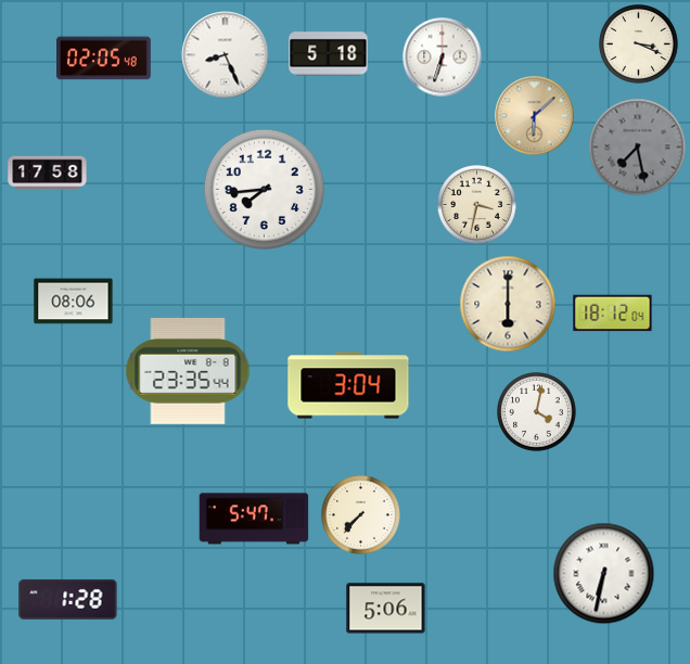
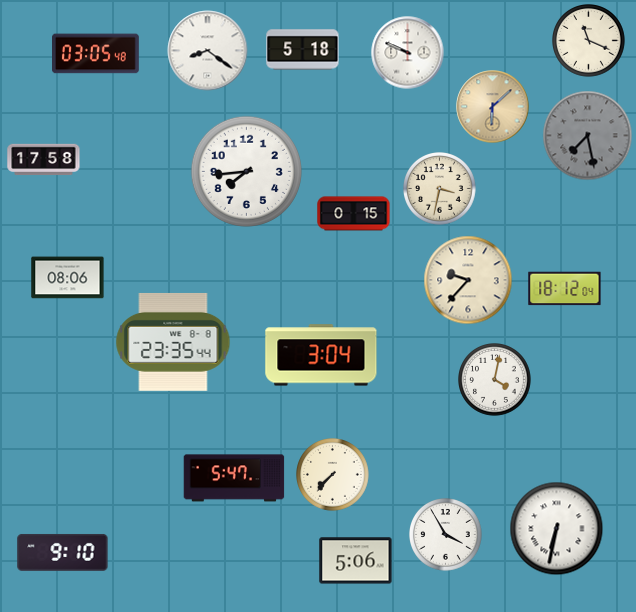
clock at (639, 44): 3:19 -> 11:19
clock at (226, 55): 8:26 -> 8:21
clock at (443, 58): 6:33 -> 9:49
clock at (104, 59): 02:05 -> 03:05
clock at (264, 189) position: (264, 189) -> (246, 171)
clock at (354, 214): none -> 0:15
clock at (508, 304): 6:00 -> 9:37
clock at (446, 535): none -> 3:55
clock at (68, 599): 1:28 -> 9:10
